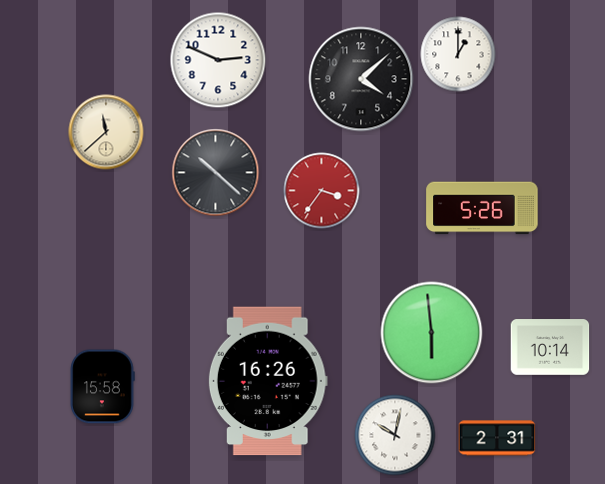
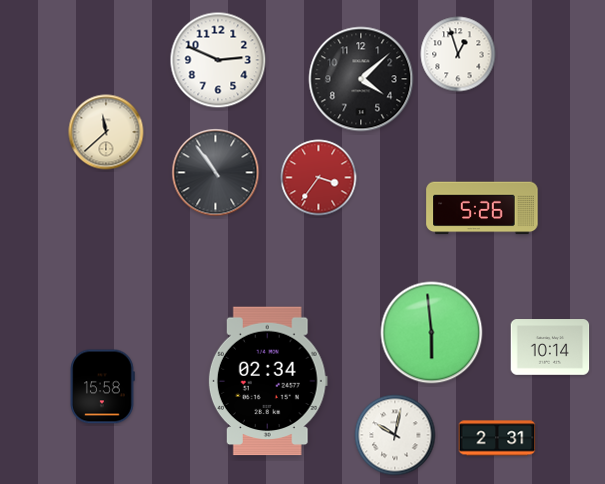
clock at (458, 54): 1:00 -> 12:57
clock at (216, 173): 10:22 -> 10:54
clock at (322, 191) position: (322, 191) -> (319, 178)
clock at (268, 381): 16:26 -> 02:34
